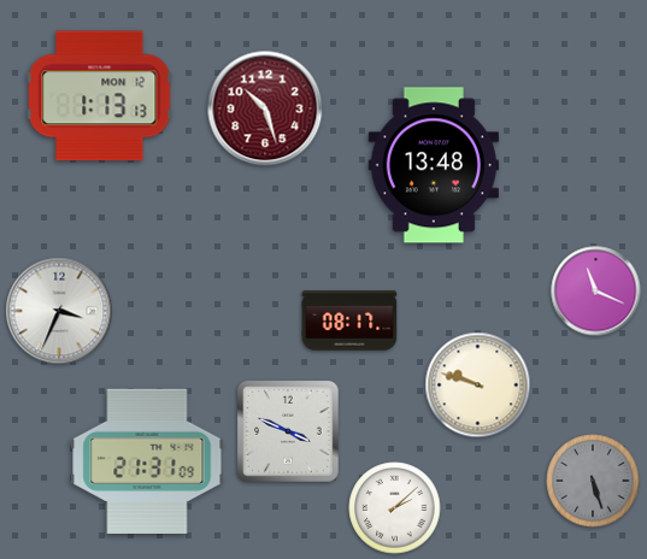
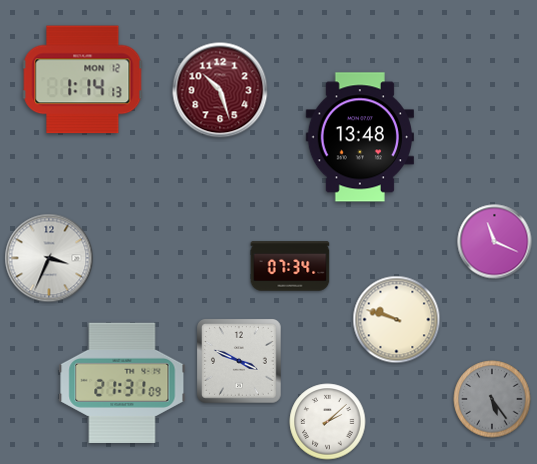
clock at (100, 96): 1:13 -> 1:14
clock at (349, 320): 08:17 -> 07:34
clock at (289, 433) position: (289, 433) -> (240, 362)
clock at (593, 481): 5:27 -> 5:24
